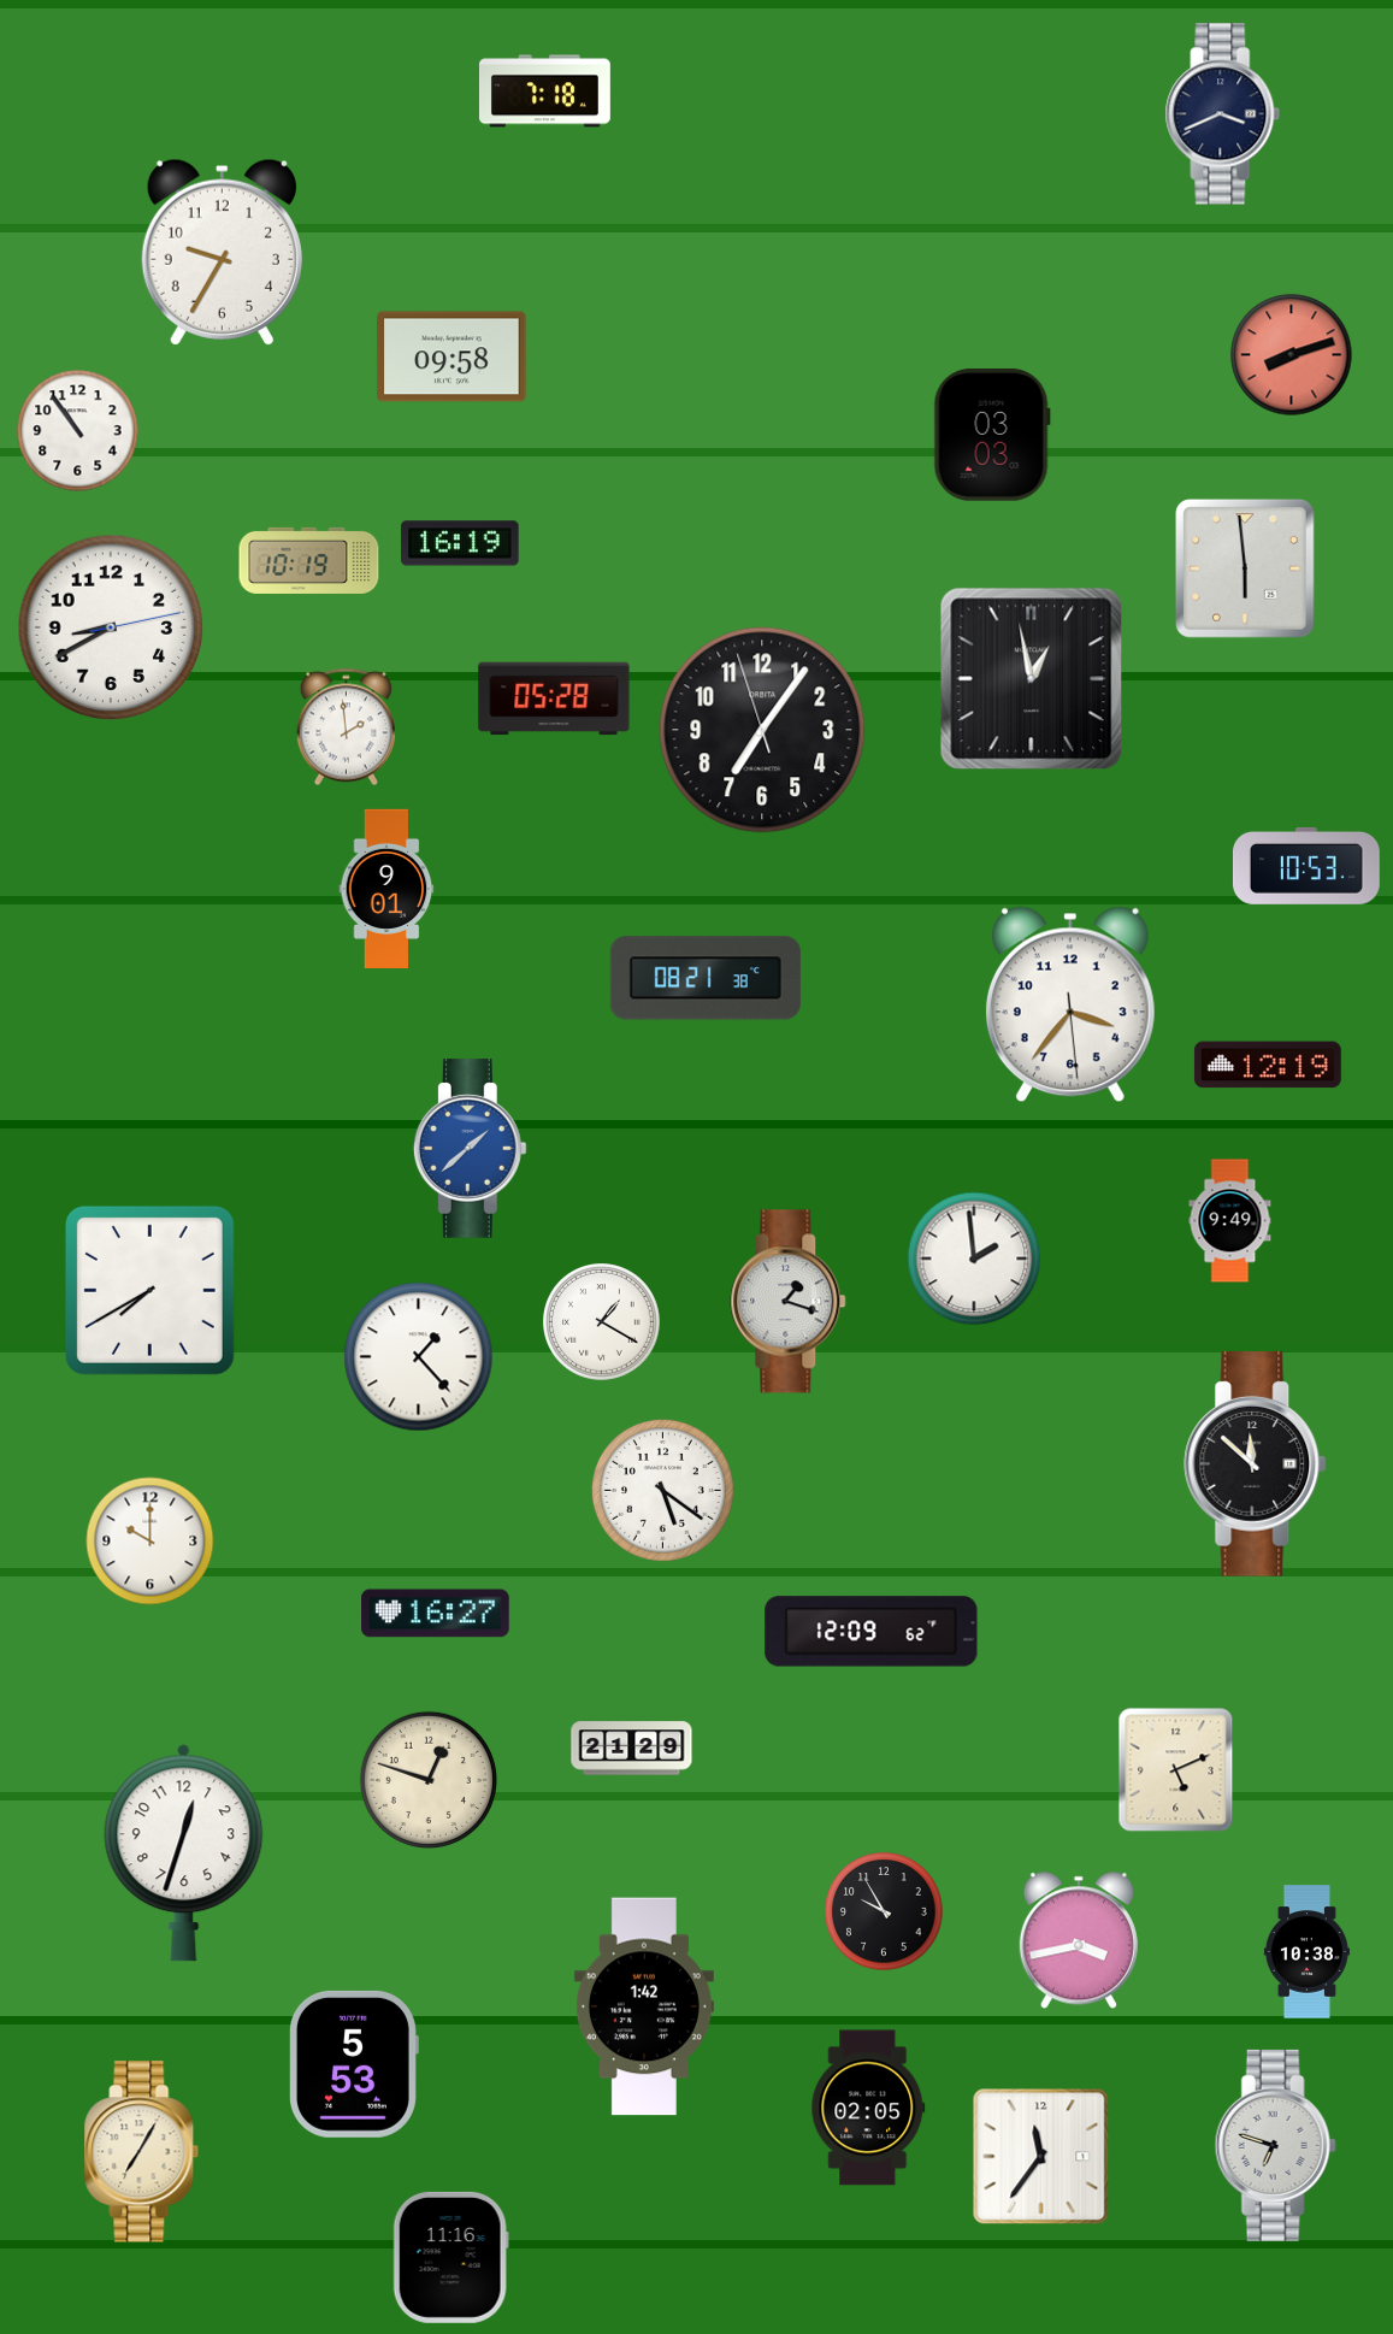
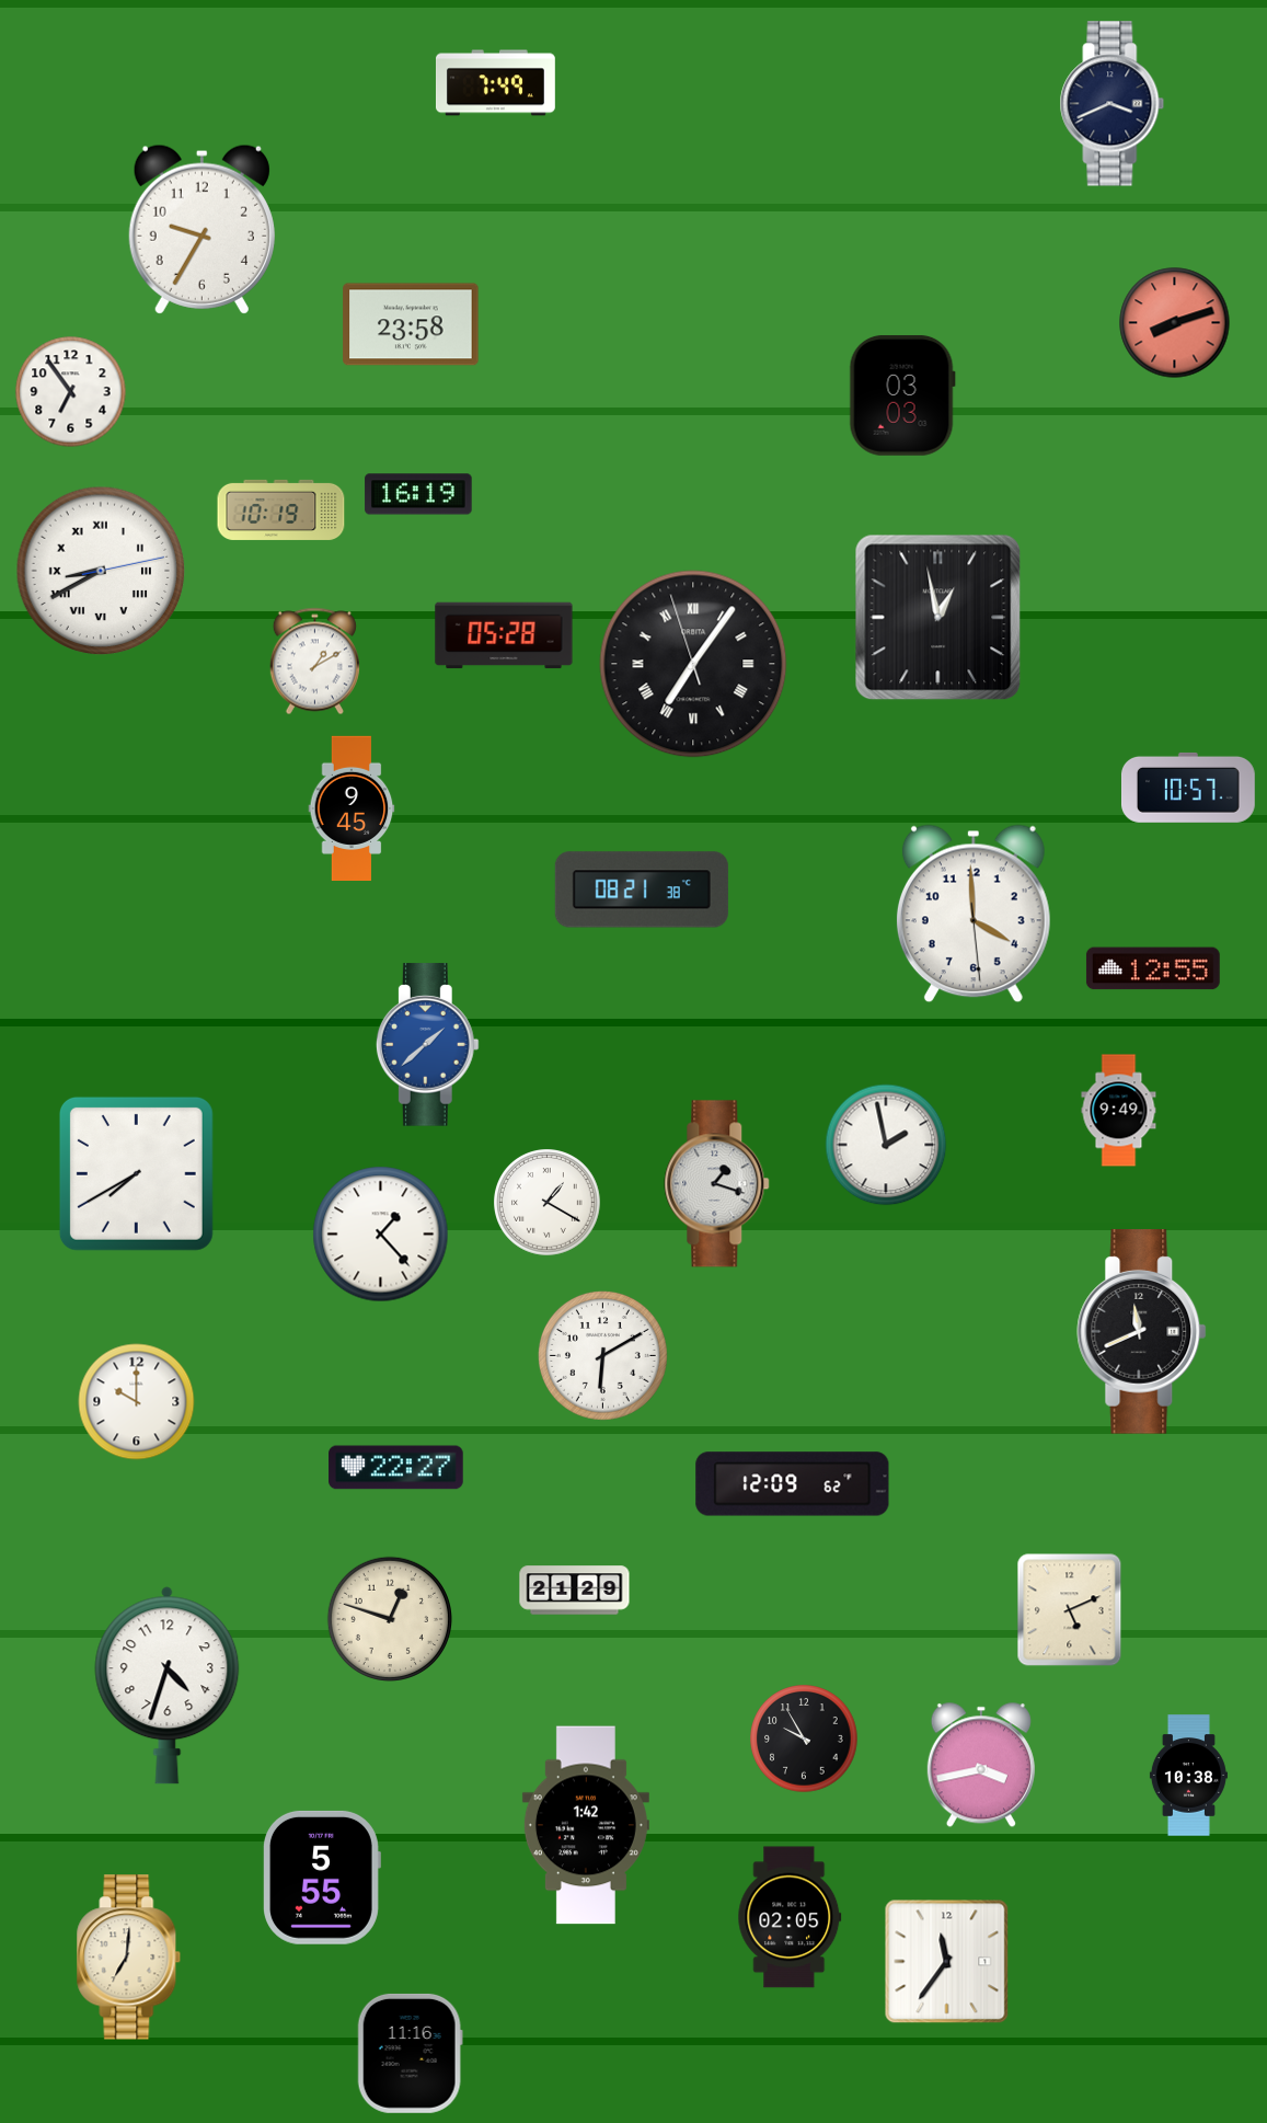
clock at (544, 92): 7:18 -> 7:49
clock at (451, 356): 09:58 -> 23:58
clock at (78, 431): 10:54 -> 6:54
clock at (1245, 568): 5:59 -> none
clock at (111, 627) numerals: Arabic -> Roman
clock at (346, 727): 1:59 -> 1:10
clock at (762, 730) numerals: Arabic -> Roman
clock at (1306, 866): 10:53 -> 10:57
clock at (386, 888): 9:01 -> 9:45
clock at (1070, 1004): 3:36 -> 3:59
clock at (1268, 1065): 12:19 -> 12:55
clock at (974, 1259): 1:59 -> 1:58
clock at (1256, 1464): 11:52 -> 11:41
clock at (662, 1490): 5:21 -> 6:10
clock at (436, 1614): 16:27 -> 22:27
clock at (184, 1853): 12:33 -> 4:33
clock at (354, 2064): 5:53 -> 5:55
clock at (1275, 2145): 6:48 -> none
clock at (142, 2152): 7:05 -> 7:01
